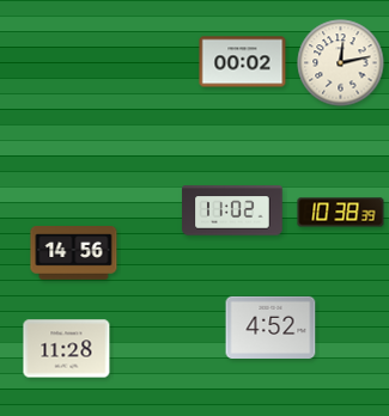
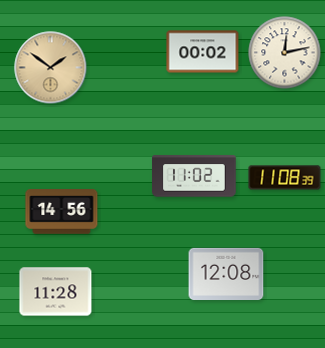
clock at (51, 68): none -> 1:51
clock at (341, 213): 10:38 -> 11:08
clock at (271, 326): 4:52 -> 12:08
